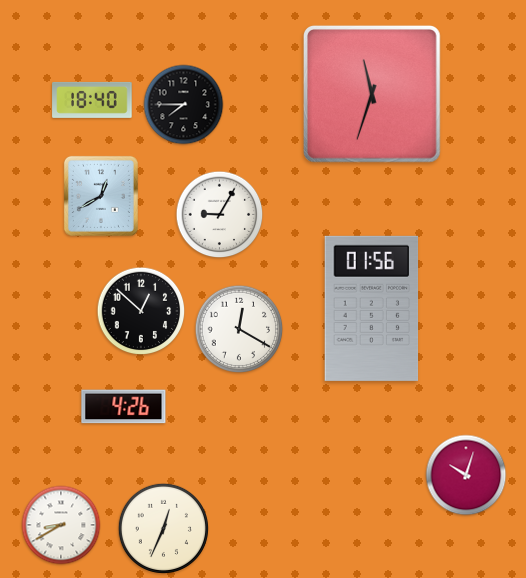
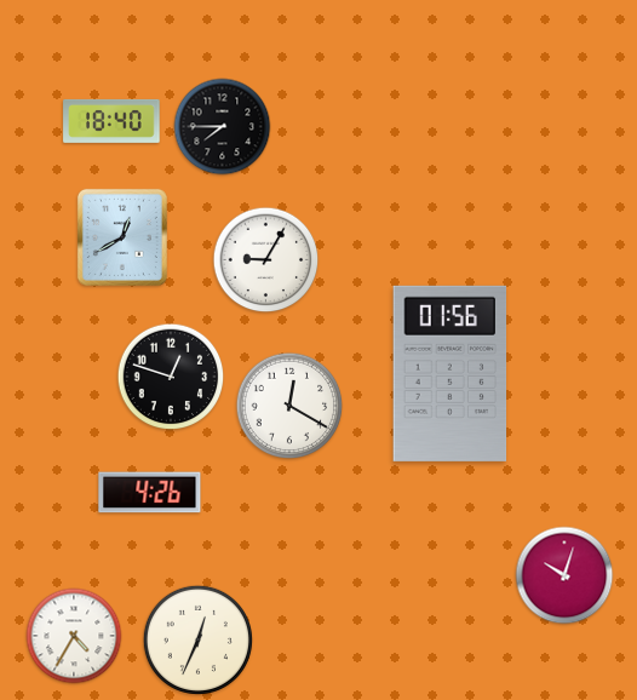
clock at (372, 94): 11:33 -> none
clock at (141, 311): 12:52 -> 12:48
clock at (239, 329) position: (239, 329) -> (289, 406)
clock at (61, 525): 8:40 -> 4:35
